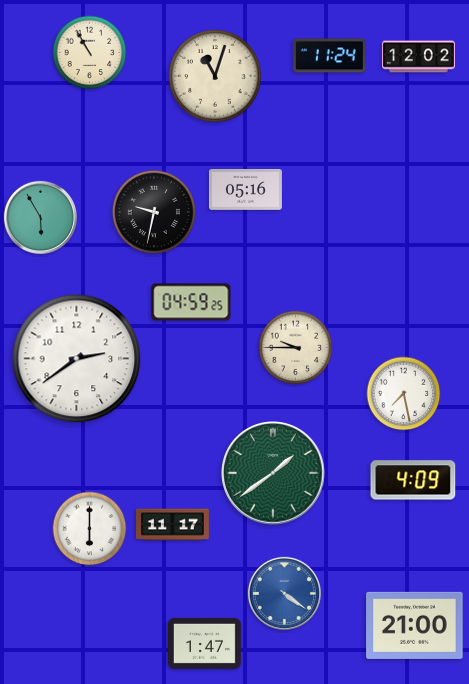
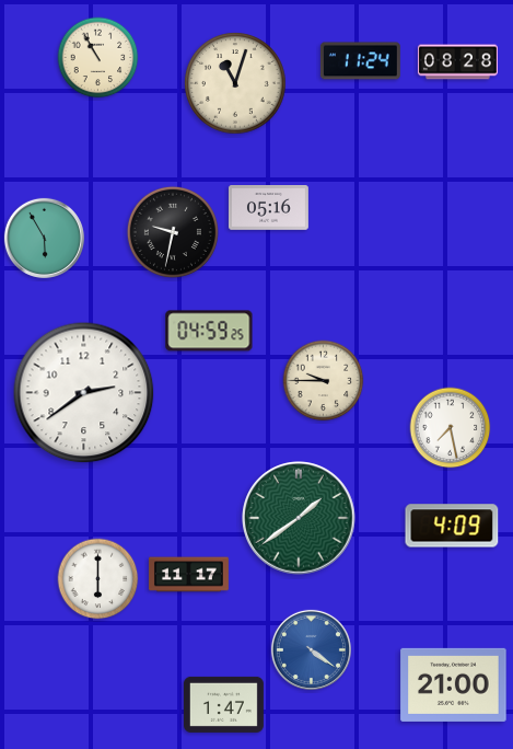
clock at (418, 57): 12:02 -> 08:28
clock at (154, 212) position: (154, 212) -> (173, 232)
clock at (404, 394) position: (404, 394) -> (451, 428)
